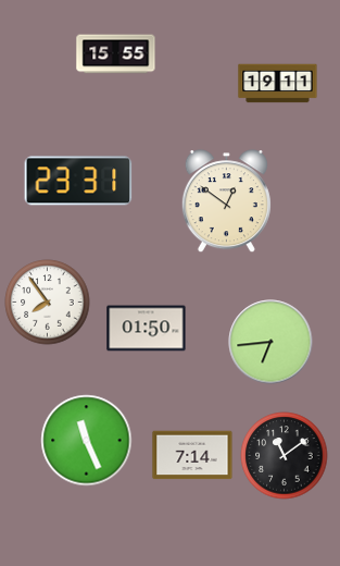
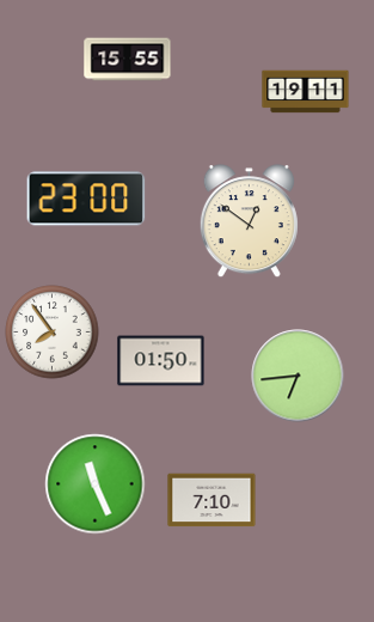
clock at (78, 181): 23:31 -> 23:00
clock at (192, 455): 7:14 -> 7:10
clock at (285, 456): 11:09 -> none
